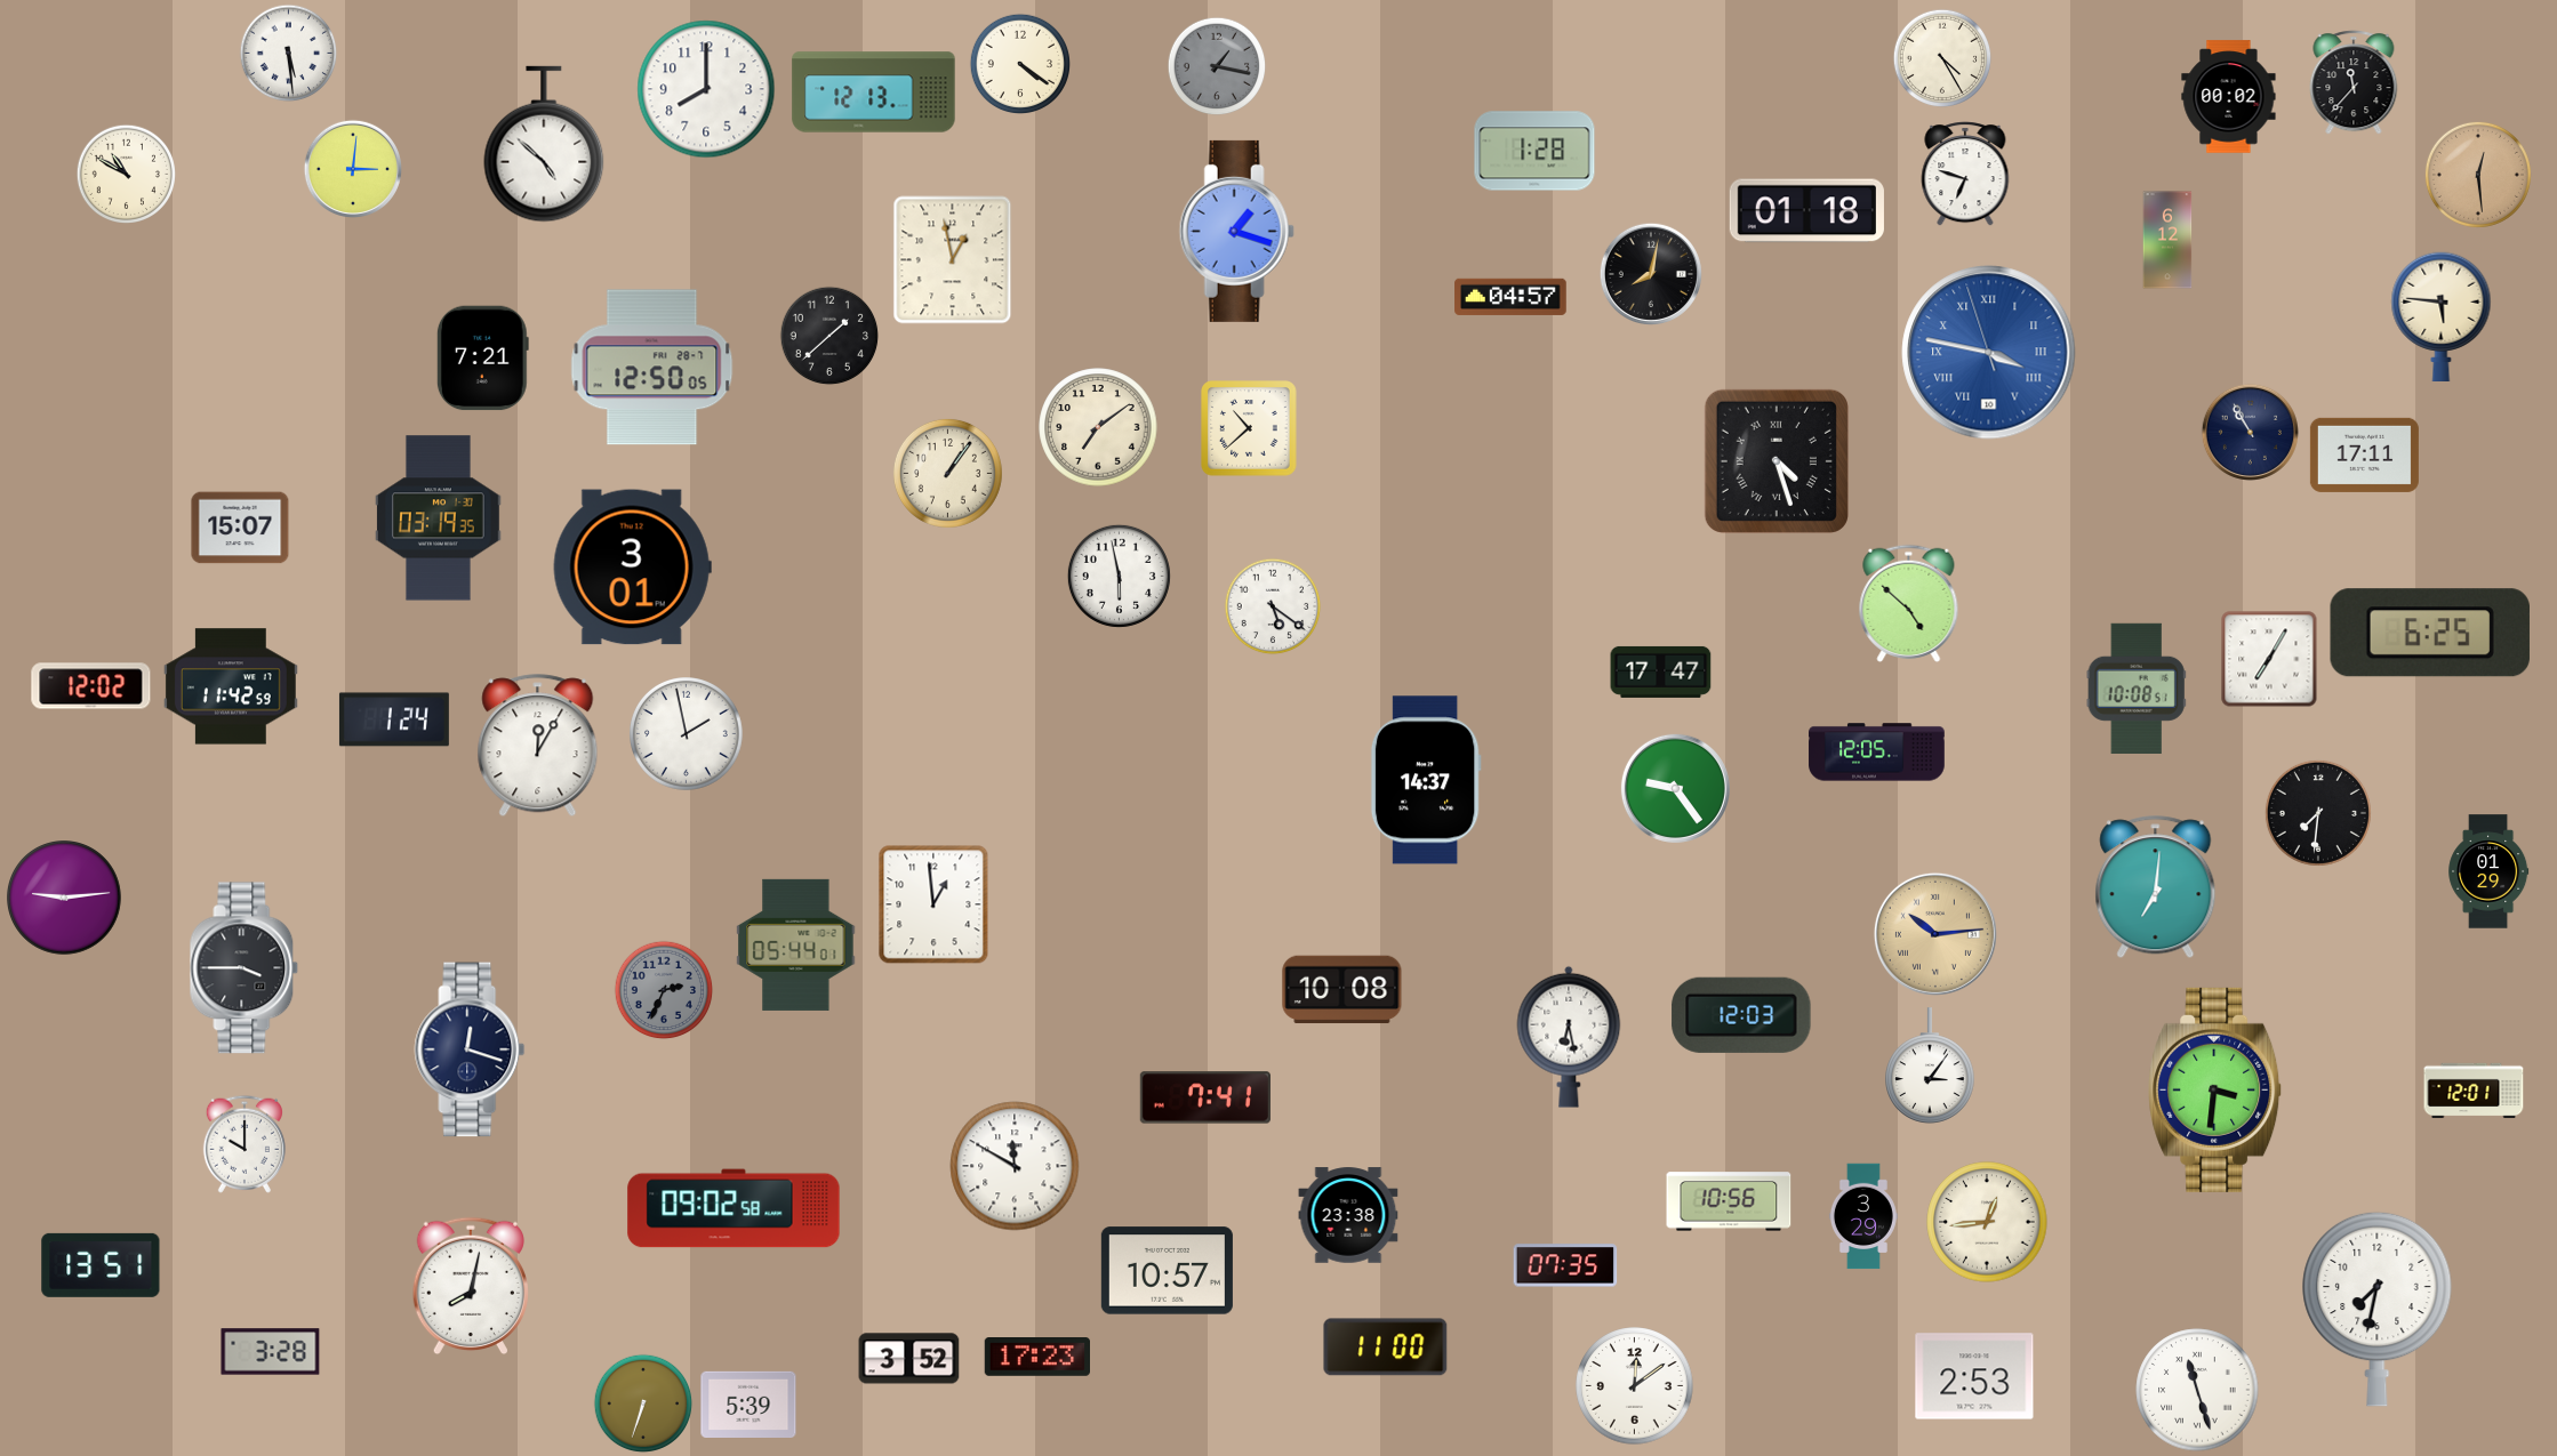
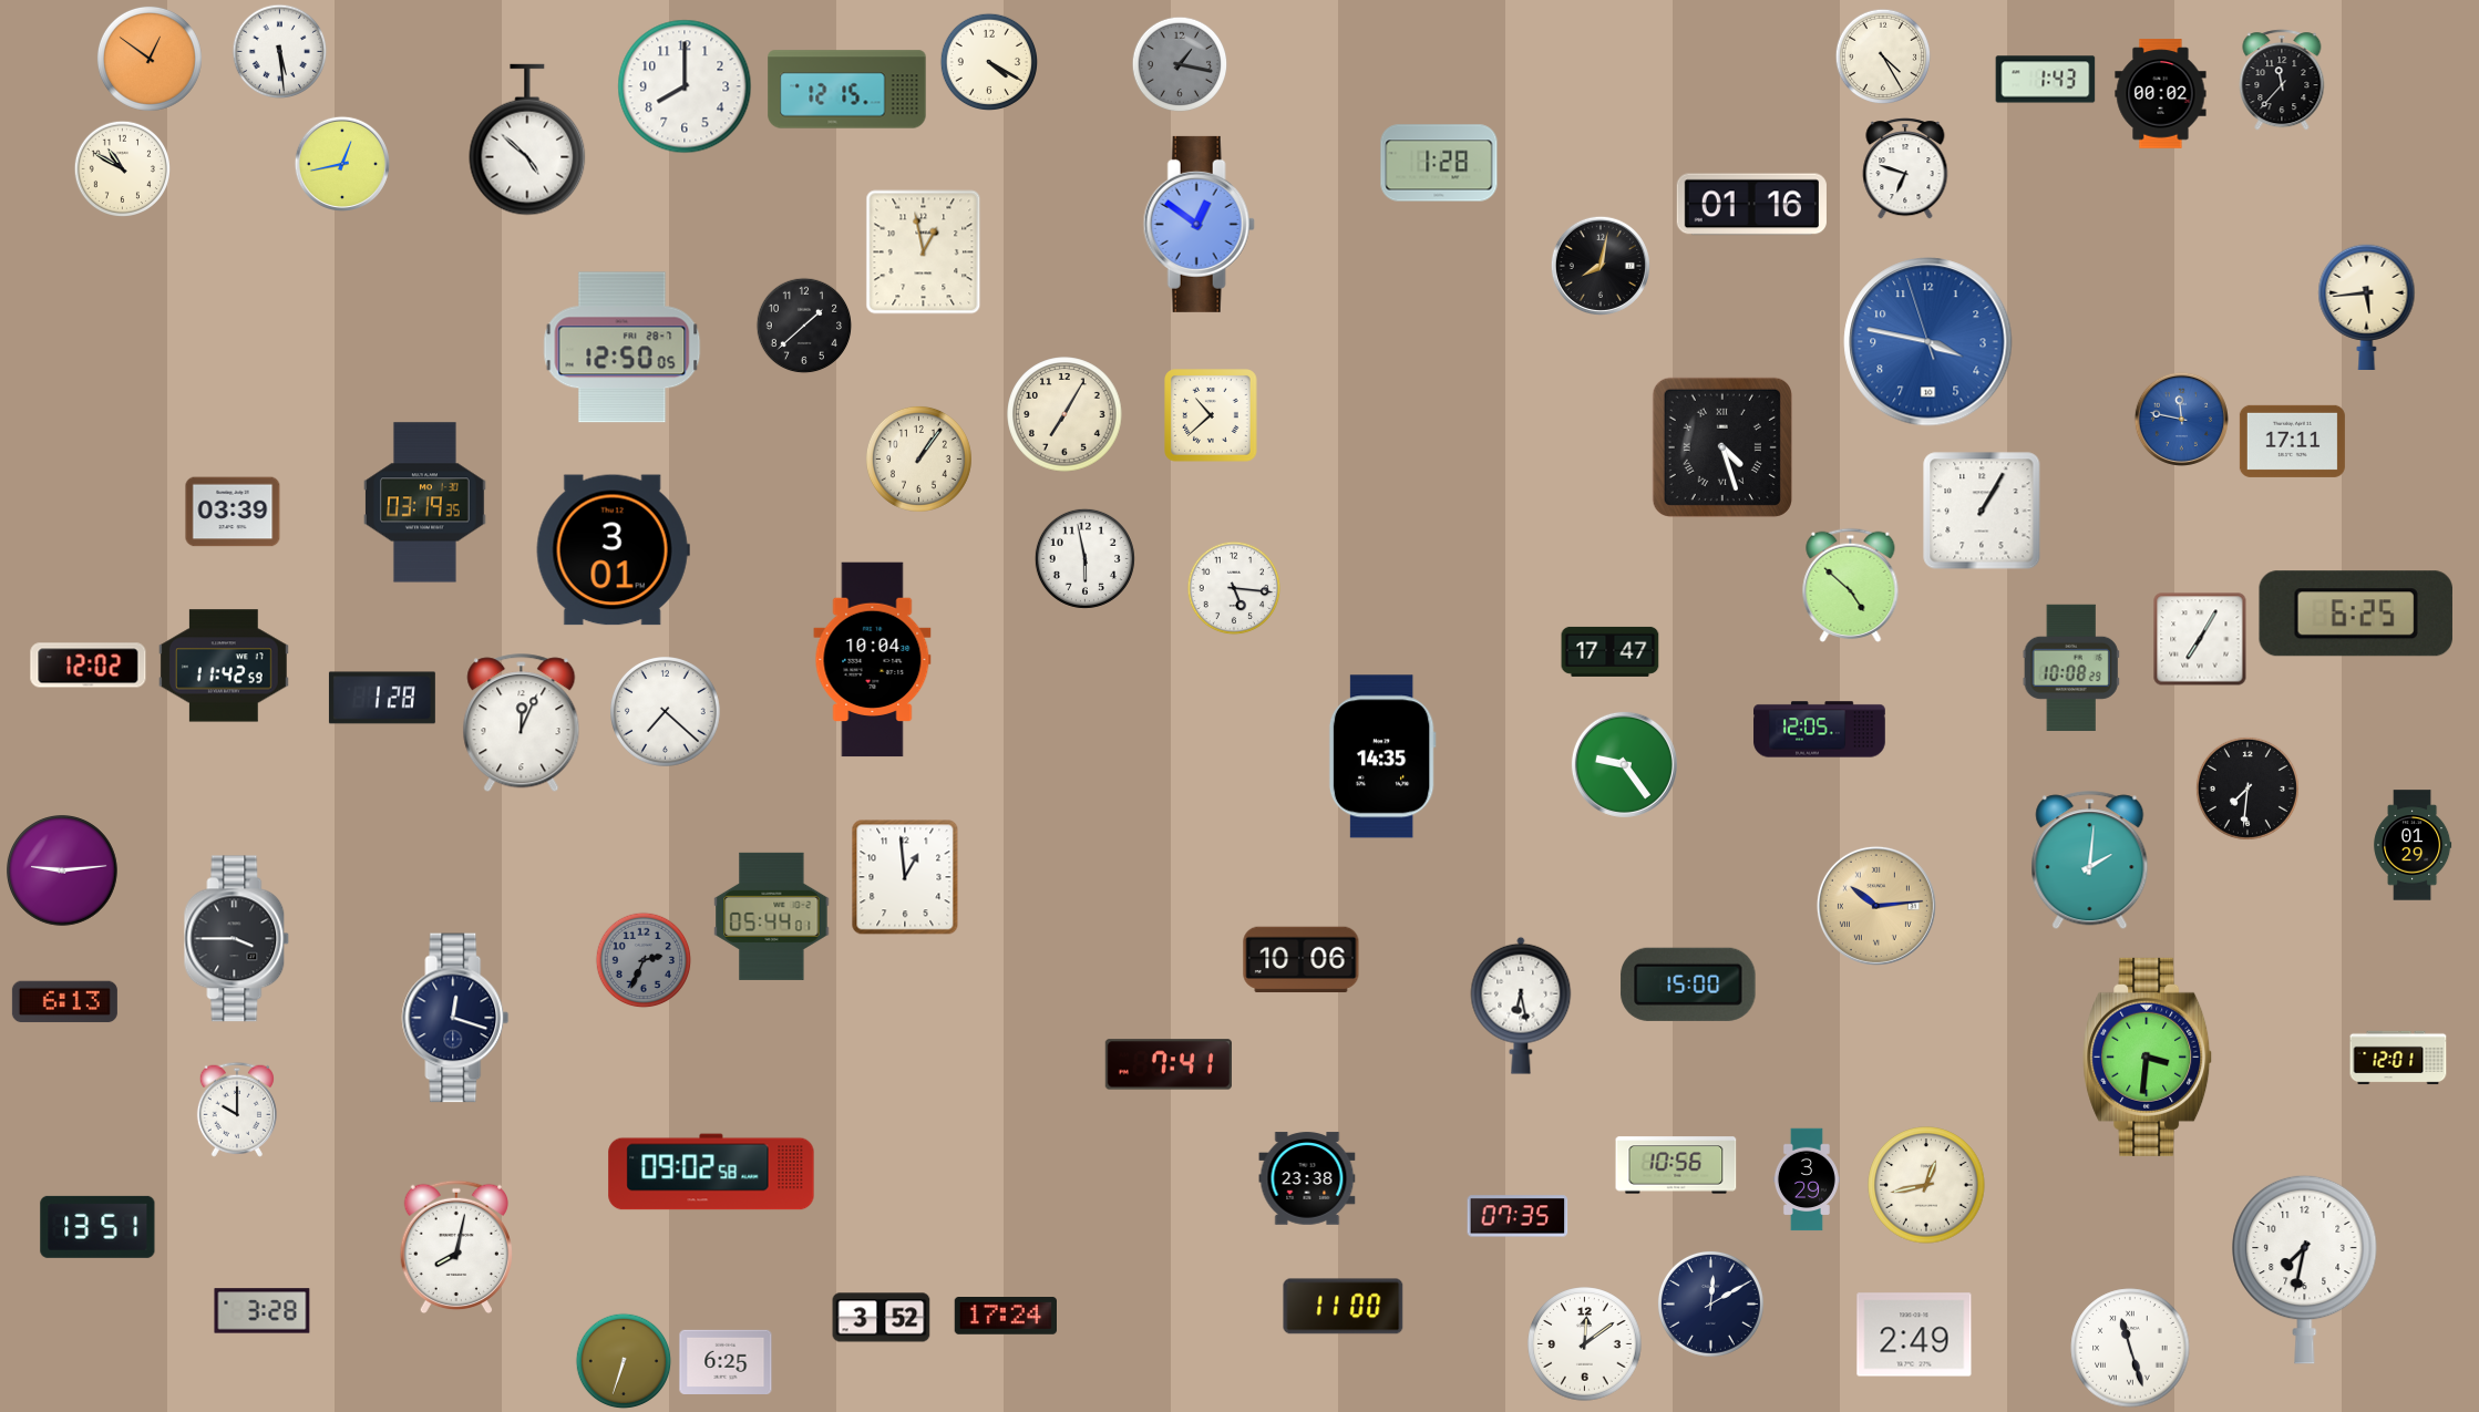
clock at (150, 59): none -> 12:51
clock at (1019, 63): 4:21 -> 4:20
clock at (2046, 80): none -> 1:43
clock at (874, 92): 12:13 -> 12:15
clock at (1534, 151) position: (1534, 151) -> (1439, 163)
clock at (353, 169): 3:01 -> 12:43
clock at (2478, 175): 12:29 -> none
clock at (1806, 211): 01:18 -> 01:16
clock at (1236, 231): 1:18 -> 12:51
clock at (2167, 240): 6:12 -> none
clock at (1510, 297): 04:57 -> none
clock at (2442, 317): 5:46 -> 5:44
clock at (1989, 353) numerals: Roman -> Arabic
clock at (482, 359): 7:21 -> none
clock at (652, 368) position: (652, 368) -> (623, 348)
clock at (1098, 427): 7:09 -> 7:05
clock at (2250, 432): 10:55 -> 11:47
clock at (2250, 432) dial: navy -> blue
clock at (1982, 511): none -> 1:05
clock at (240, 528): 15:07 -> 03:39
clock at (1273, 606): 5:21 -> 5:16
clock at (873, 660): none -> 10:04
clock at (2137, 689): 10:08:51 -> 10:08:29
clock at (394, 719): 1:24 -> 1:28
clock at (687, 734): 1:58 -> 7:22
clock at (538, 746): 12:05 -> 12:04
clock at (1426, 780): 14:37 -> 14:35
clock at (2156, 887): 7:01 -> 2:01
clock at (1342, 990): 10:08 -> 10:06
clock at (1741, 1015): 12:03 -> 15:00
clock at (64, 1002): none -> 6:13
clock at (1931, 1065): 3:06 -> none
clock at (1015, 1166): 11:50 -> none
clock at (1987, 1222): 12:44 -> 12:43
clock at (1565, 1265) position: (1565, 1265) -> (1518, 1216)
clock at (1167, 1271): 10:57 -> none
clock at (1710, 1303): none -> 12:10
clock at (1037, 1358): 17:23 -> 17:24
clock at (1974, 1376): 2:53 -> 2:49
clock at (748, 1403): 5:39 -> 6:25
